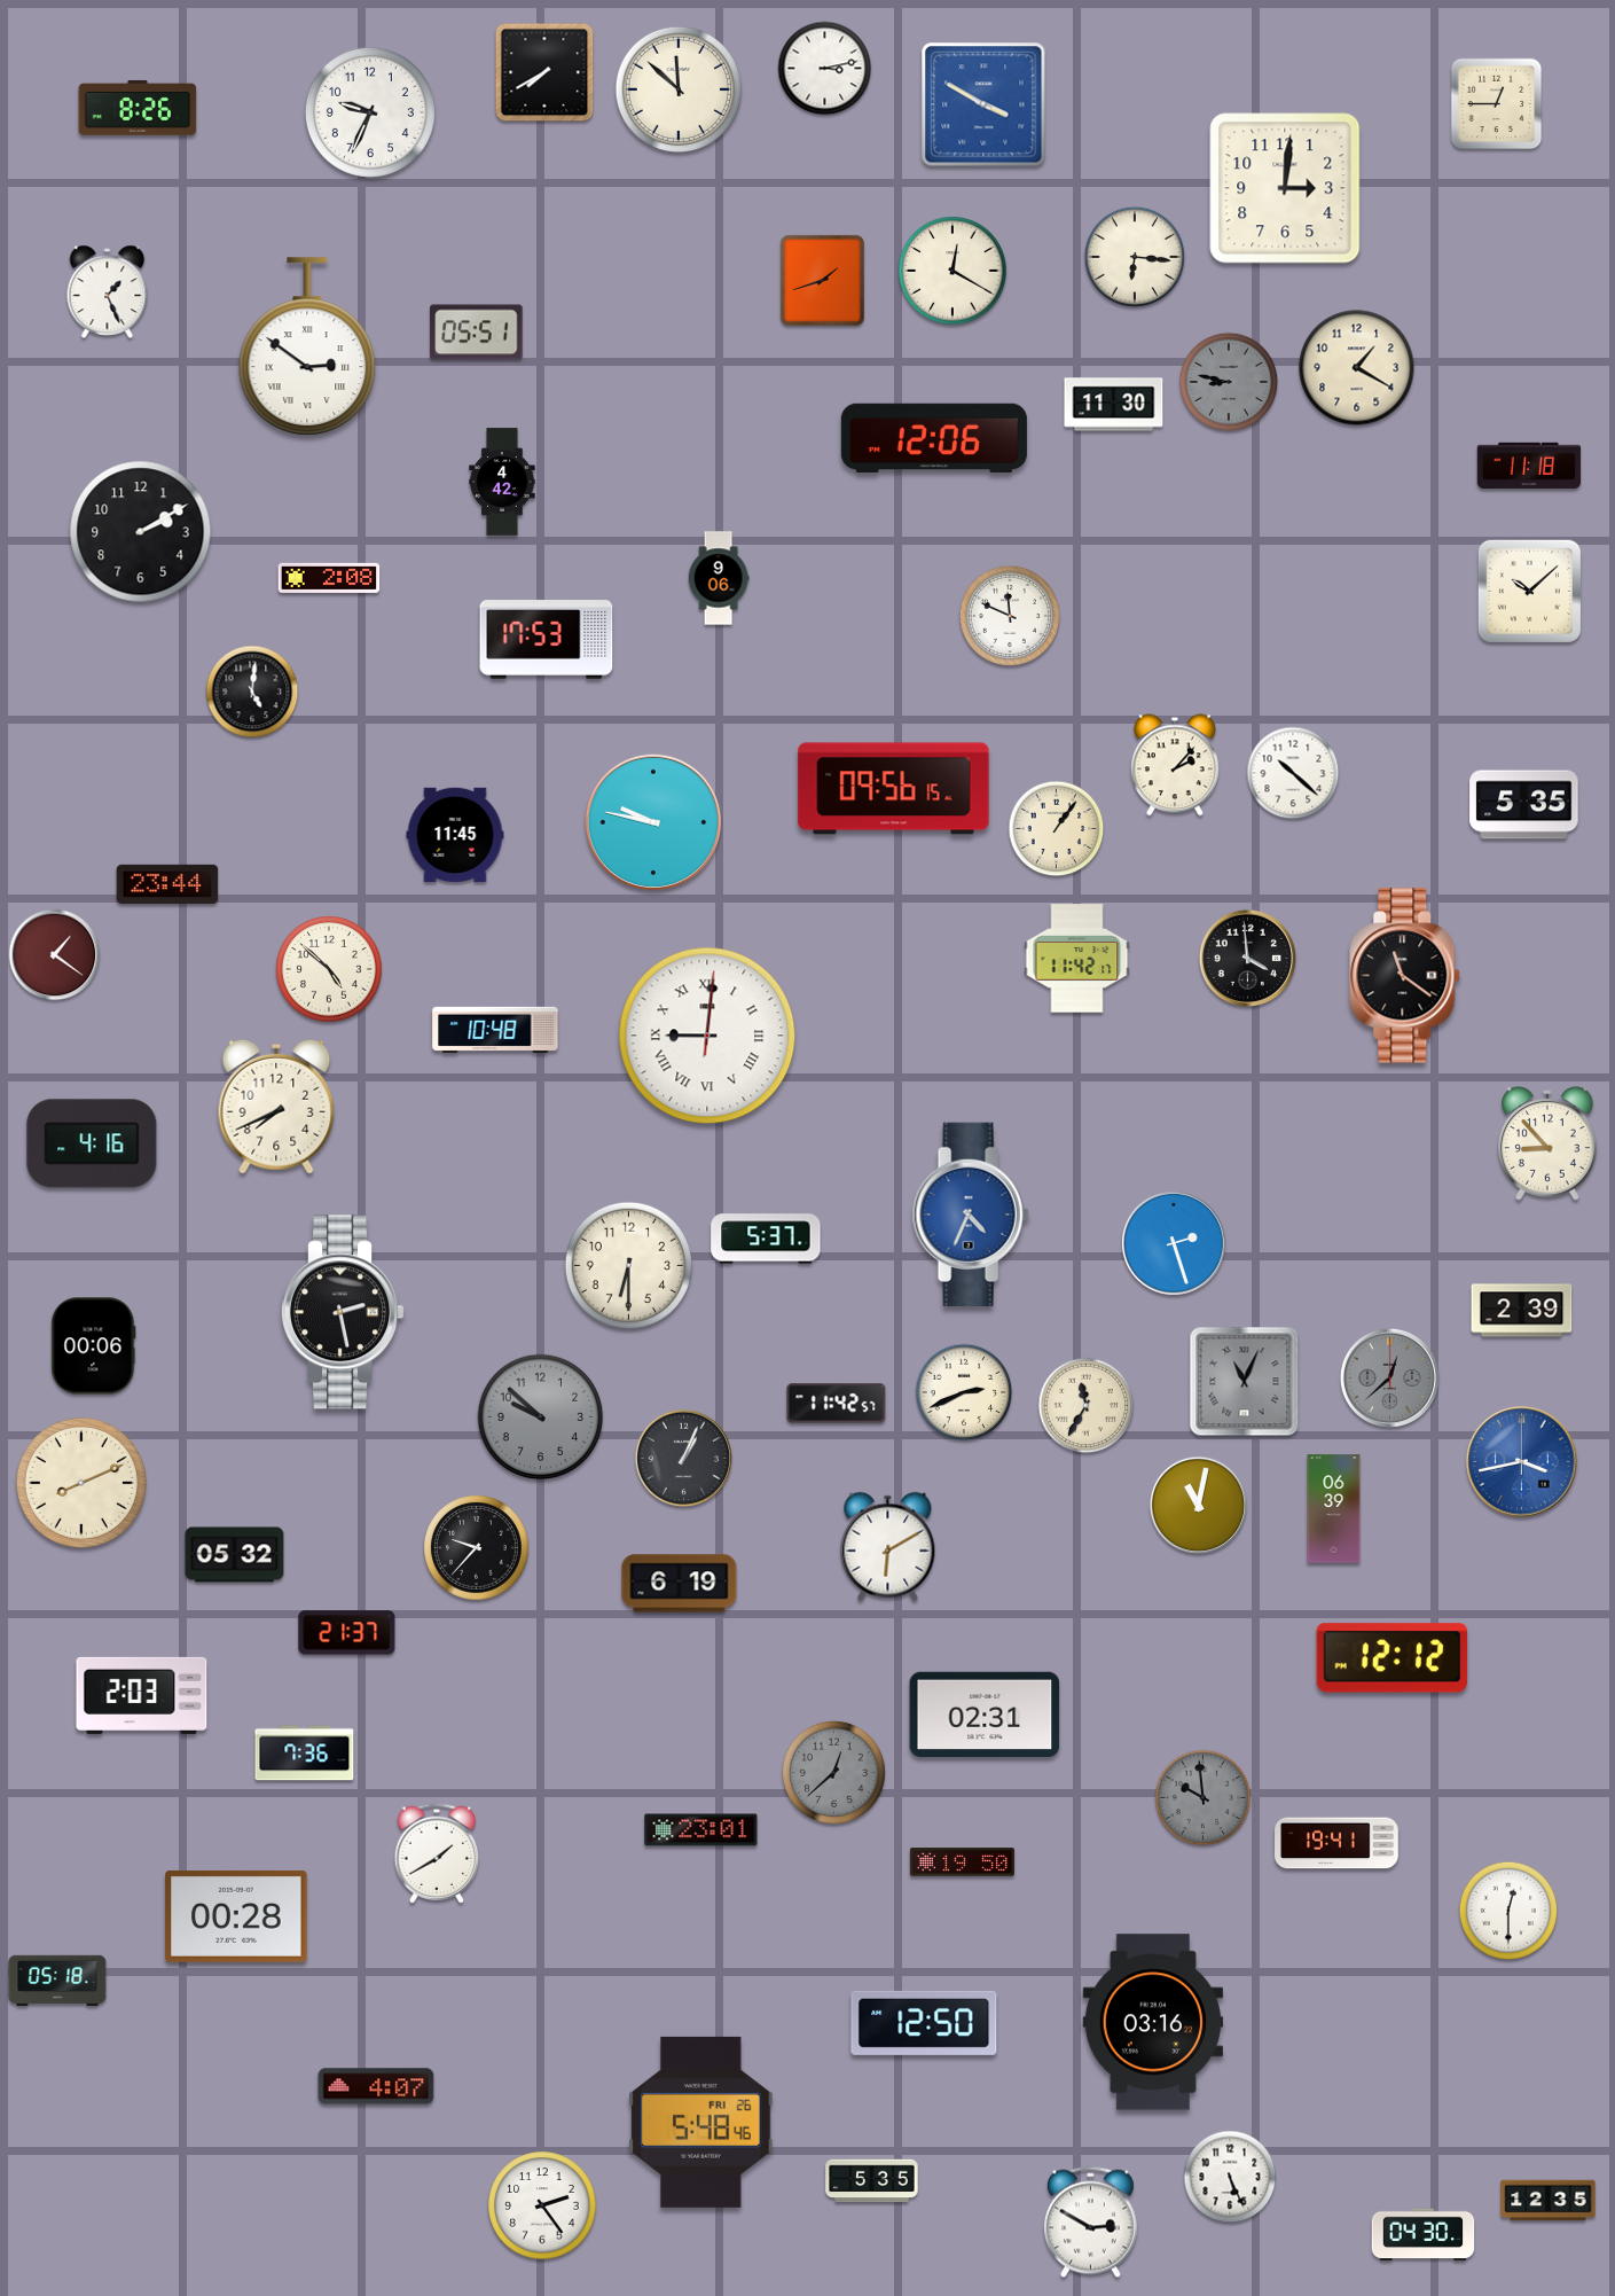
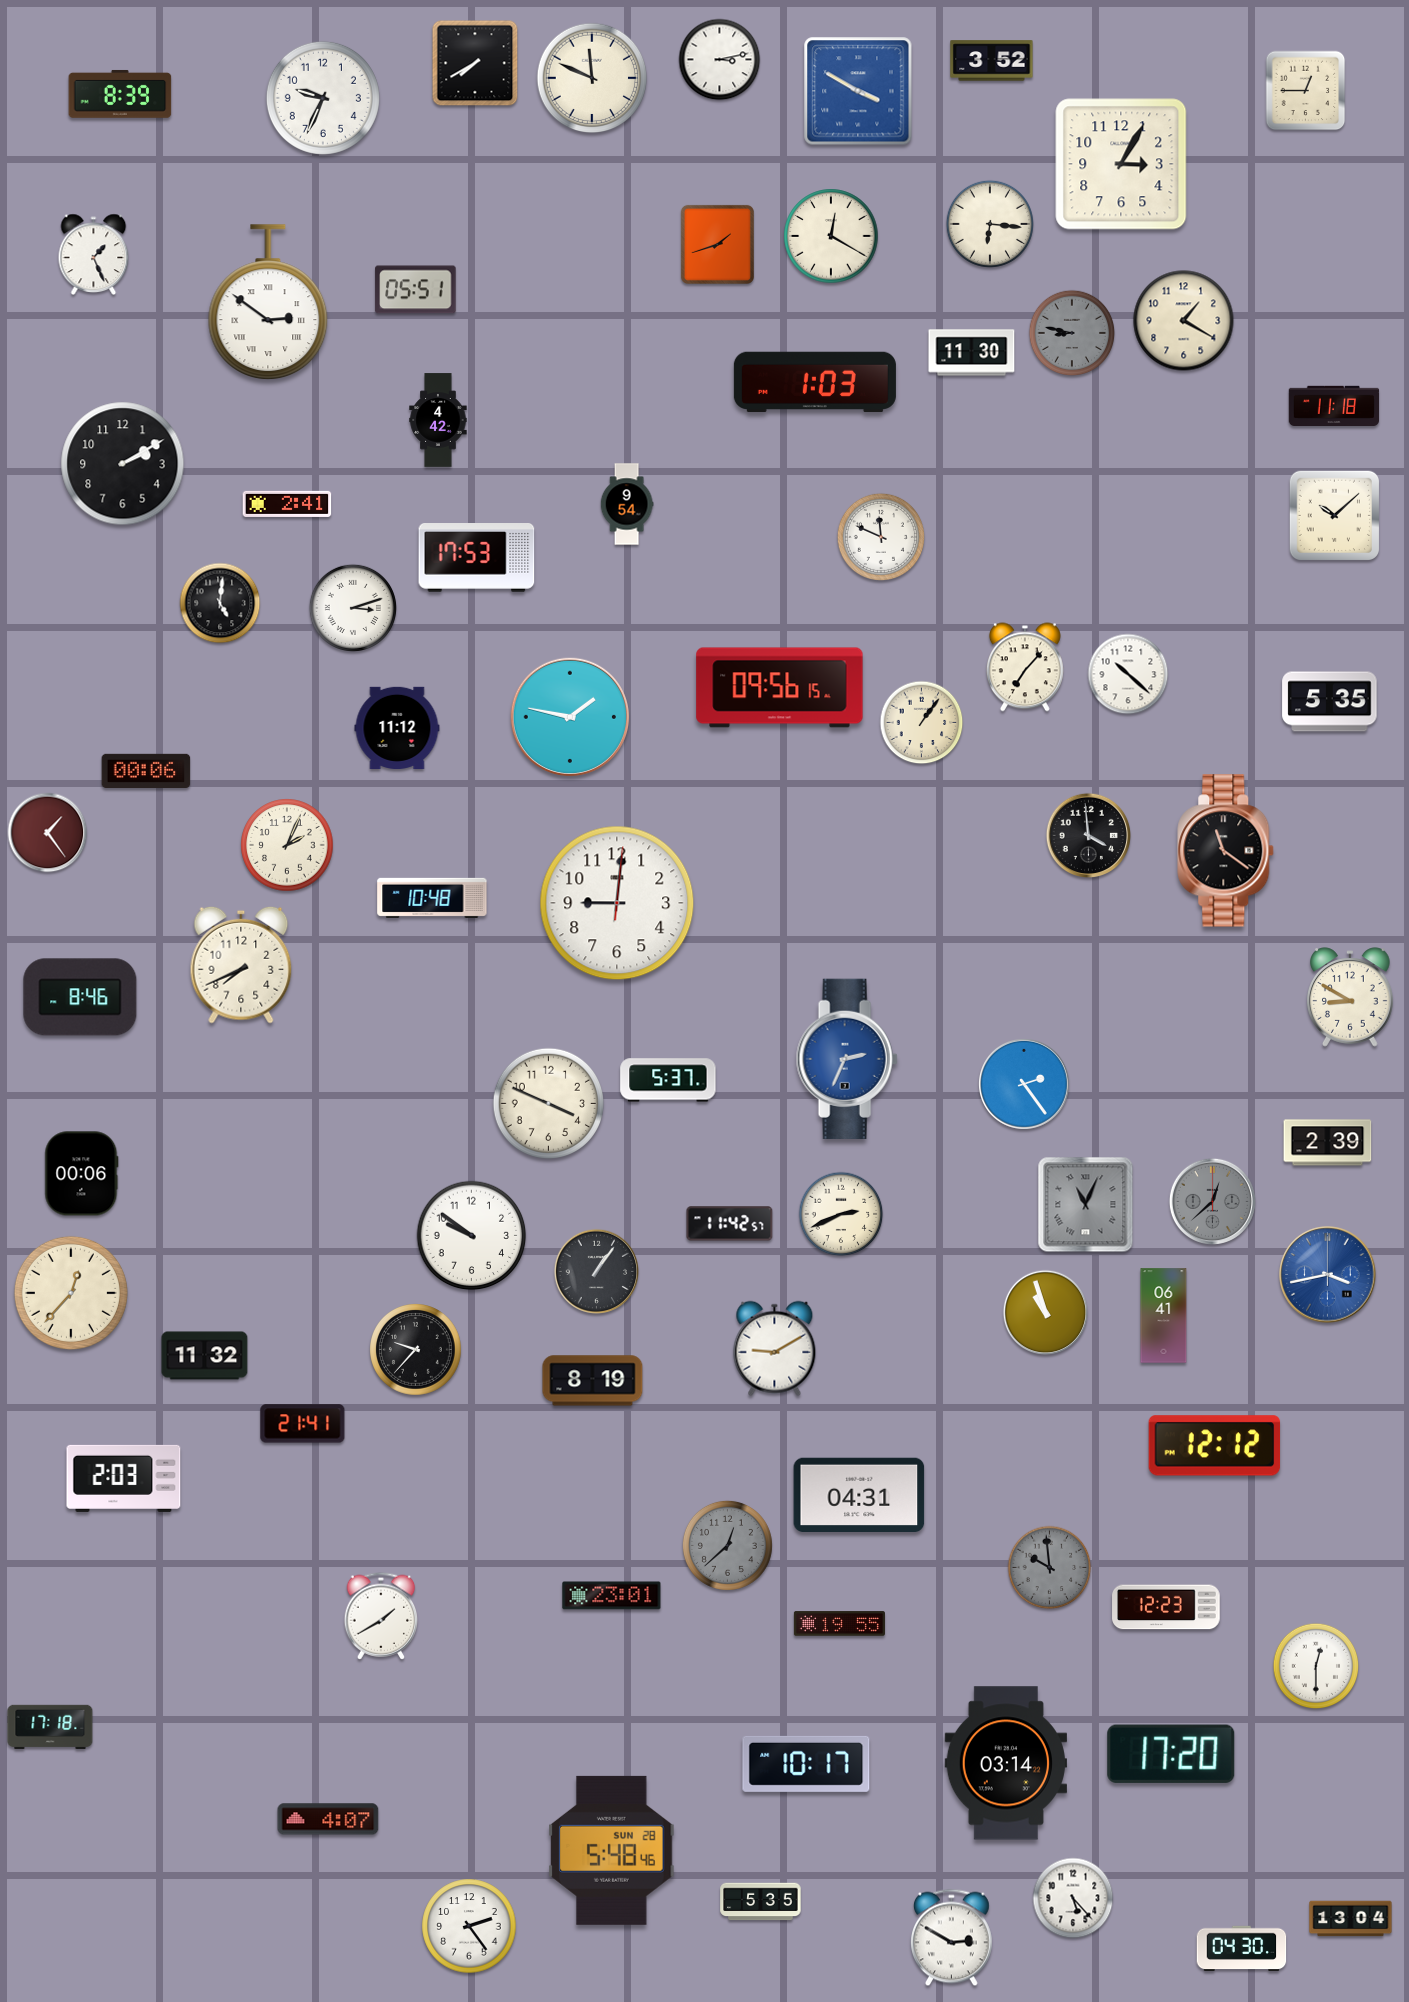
clock at (992, 61): none -> 3:52
clock at (679, 89): 11:52 -> 11:49
clock at (138, 108): 8:26 -> 8:39
clock at (1285, 188): 3:01 -> 3:05
clock at (934, 438): 12:06 -> 1:03
clock at (329, 578): 2:08 -> 2:41
clock at (719, 578): 9:06 -> 9:54
clock at (353, 608): none -> 3:12
clock at (1175, 765): 2:07 -> 7:07
clock at (652, 821): 9:47 -> 1:47
clock at (455, 834): 11:45 -> 11:12
clock at (167, 883): 23:44 -> 00:06
clock at (55, 955): 1:21 -> 1:24
clock at (1077, 959): 11:42 -> none
clock at (329, 969): 4:52 -> 2:04
clock at (707, 1036) numerals: Roman -> Arabic
clock at (92, 1143): 4:16 -> 8:46
clock at (1549, 1143): 8:53 -> 8:50
clock at (971, 1213): 4:34 -> 2:34
clock at (1174, 1243): 2:27 -> 2:24
clock at (628, 1265): 6:30 -> 3:49
clock at (344, 1312): 2:28 -> none
clock at (1087, 1406): 11:35 -> none
clock at (541, 1418): 9:52 -> 9:51
clock at (541, 1418) dial: grey -> white
clock at (683, 1458): 1:04 -> 1:06
clock at (81, 1483): 8:11 -> 12:37
clock at (1198, 1505): 11:02 -> 10:57
clock at (1334, 1509): 06:39 -> 06:41
clock at (888, 1547): 6:10 -> 9:10
clock at (235, 1555): 05:32 -> 11:32
clock at (680, 1584): 6:19 -> 8:19
clock at (347, 1633): 21:37 -> 21:41
clock at (985, 1713): 02:31 -> 04:31
clock at (305, 1754): 7:36 -> none
clock at (1336, 1843): 19:41 -> 12:23
clock at (962, 1862): 19:50 -> 19:55
clock at (236, 1916): 00:28 -> none
clock at (57, 1979): 05:18 -> 17:18
clock at (1171, 1754): none -> 17:20
clock at (1152, 2022): 03:16 -> 03:14
clock at (924, 2023): 12:50 -> 10:17
clock at (701, 2122) date: FRI 26 -> SUN 28
clock at (1230, 2177): 5:26 -> 5:23
clock at (1549, 2201): 12:35 -> 13:04
clock at (542, 2205) position: (542, 2205) -> (469, 1926)
